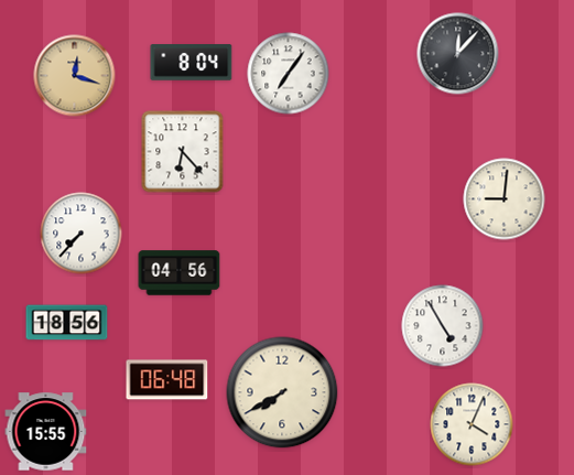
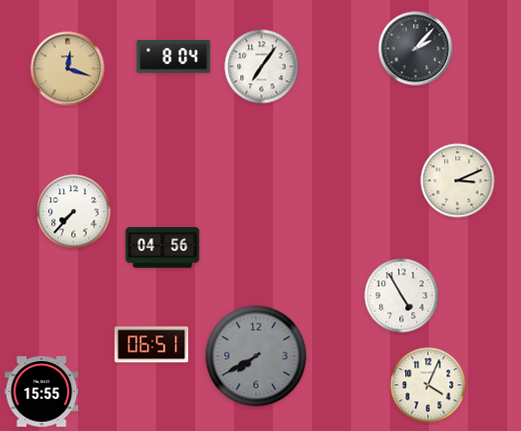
clock at (458, 54): 12:07 -> 2:07
clock at (183, 152): 6:23 -> none
clock at (505, 199): 9:01 -> 3:11
clock at (67, 323): 18:56 -> none
clock at (167, 380): 06:48 -> 06:51
clock at (282, 392) dial: cream -> grey
